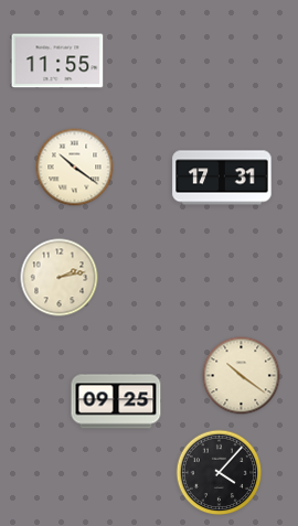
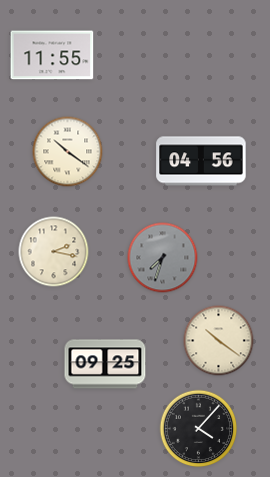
clock at (222, 178): 17:31 -> 04:56
clock at (60, 278): 2:13 -> 2:17
clock at (163, 258): none -> 7:33
